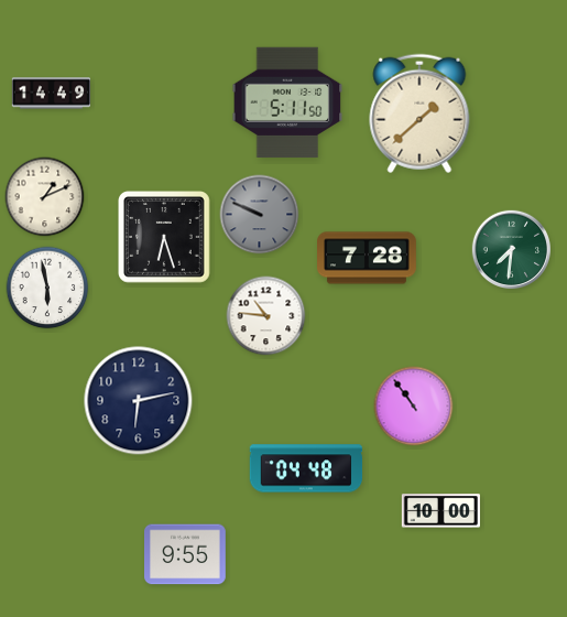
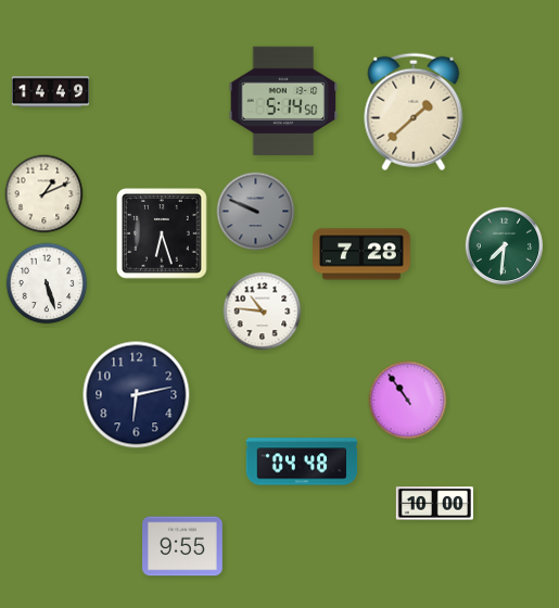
clock at (287, 102): 5:11 -> 5:14
clock at (47, 288): 5:58 -> 5:27
